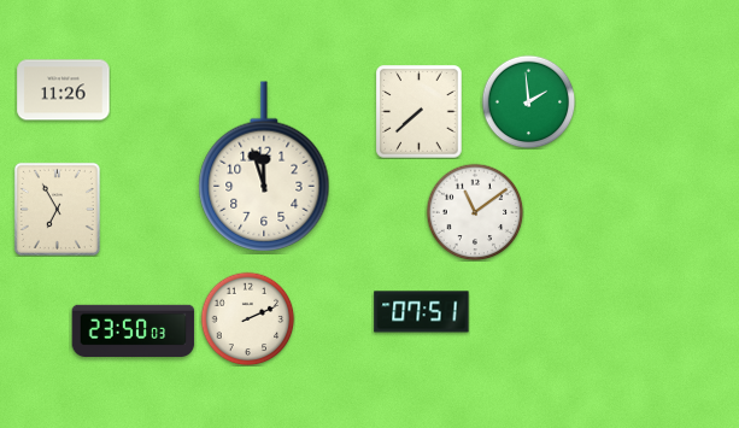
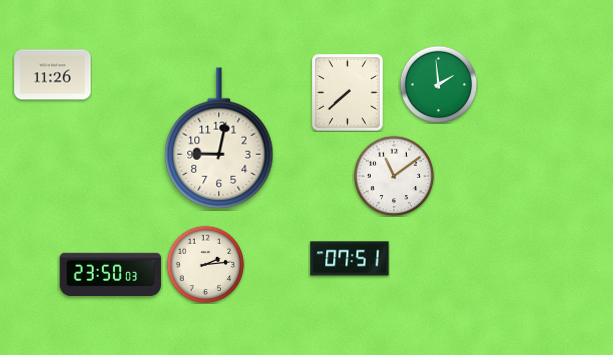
clock at (264, 166): 11:57 -> 9:02
clock at (57, 209): 6:55 -> none
clock at (247, 318): 2:11 -> 2:14
